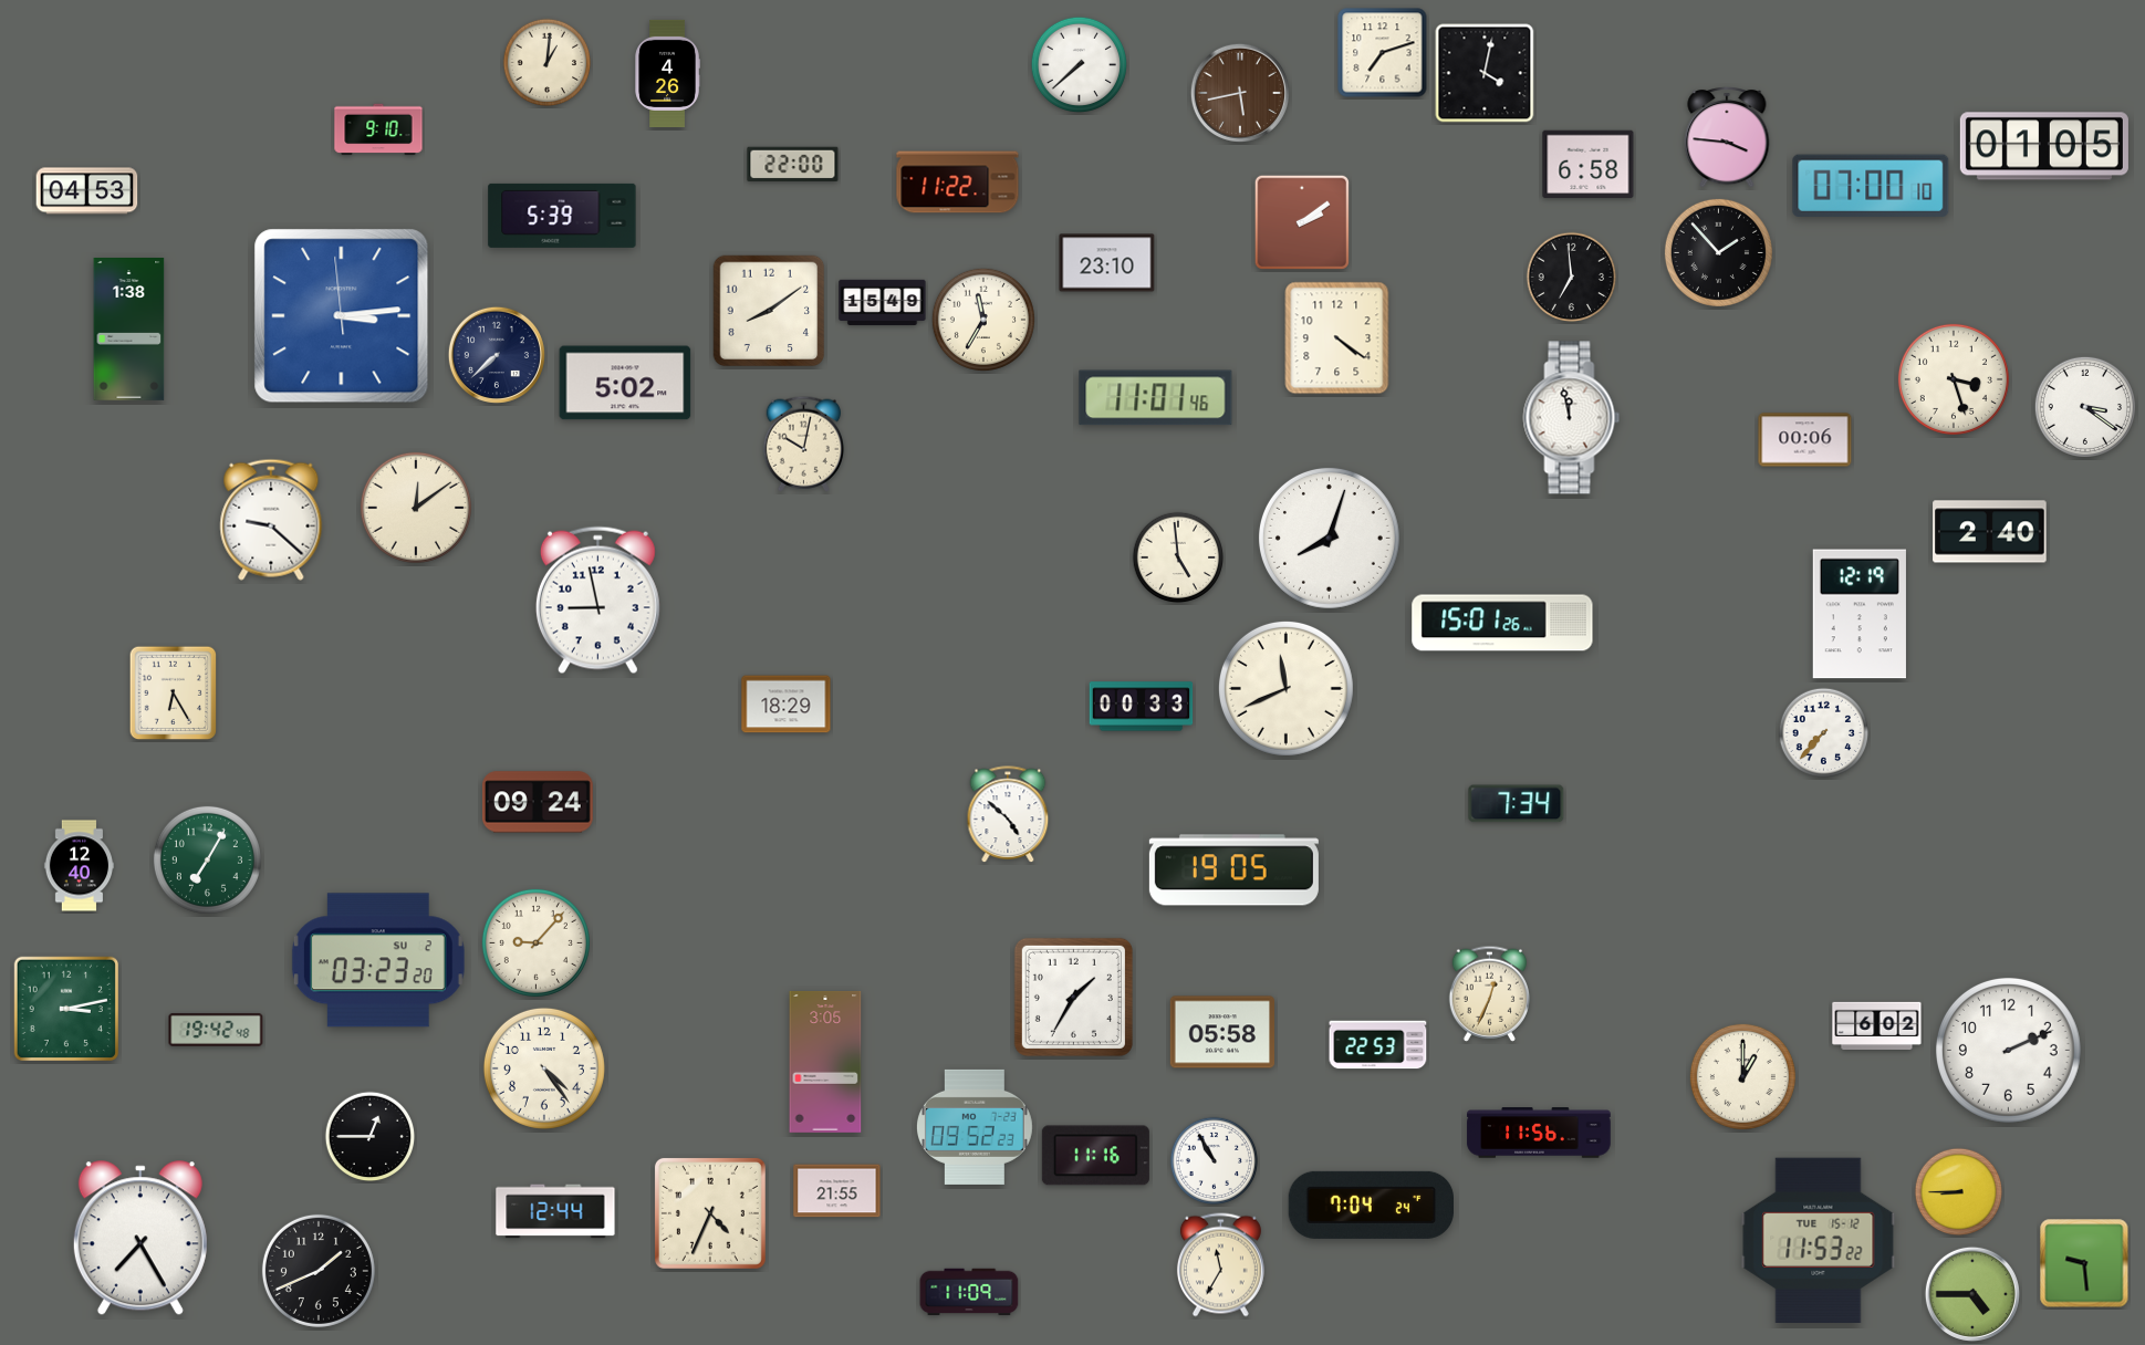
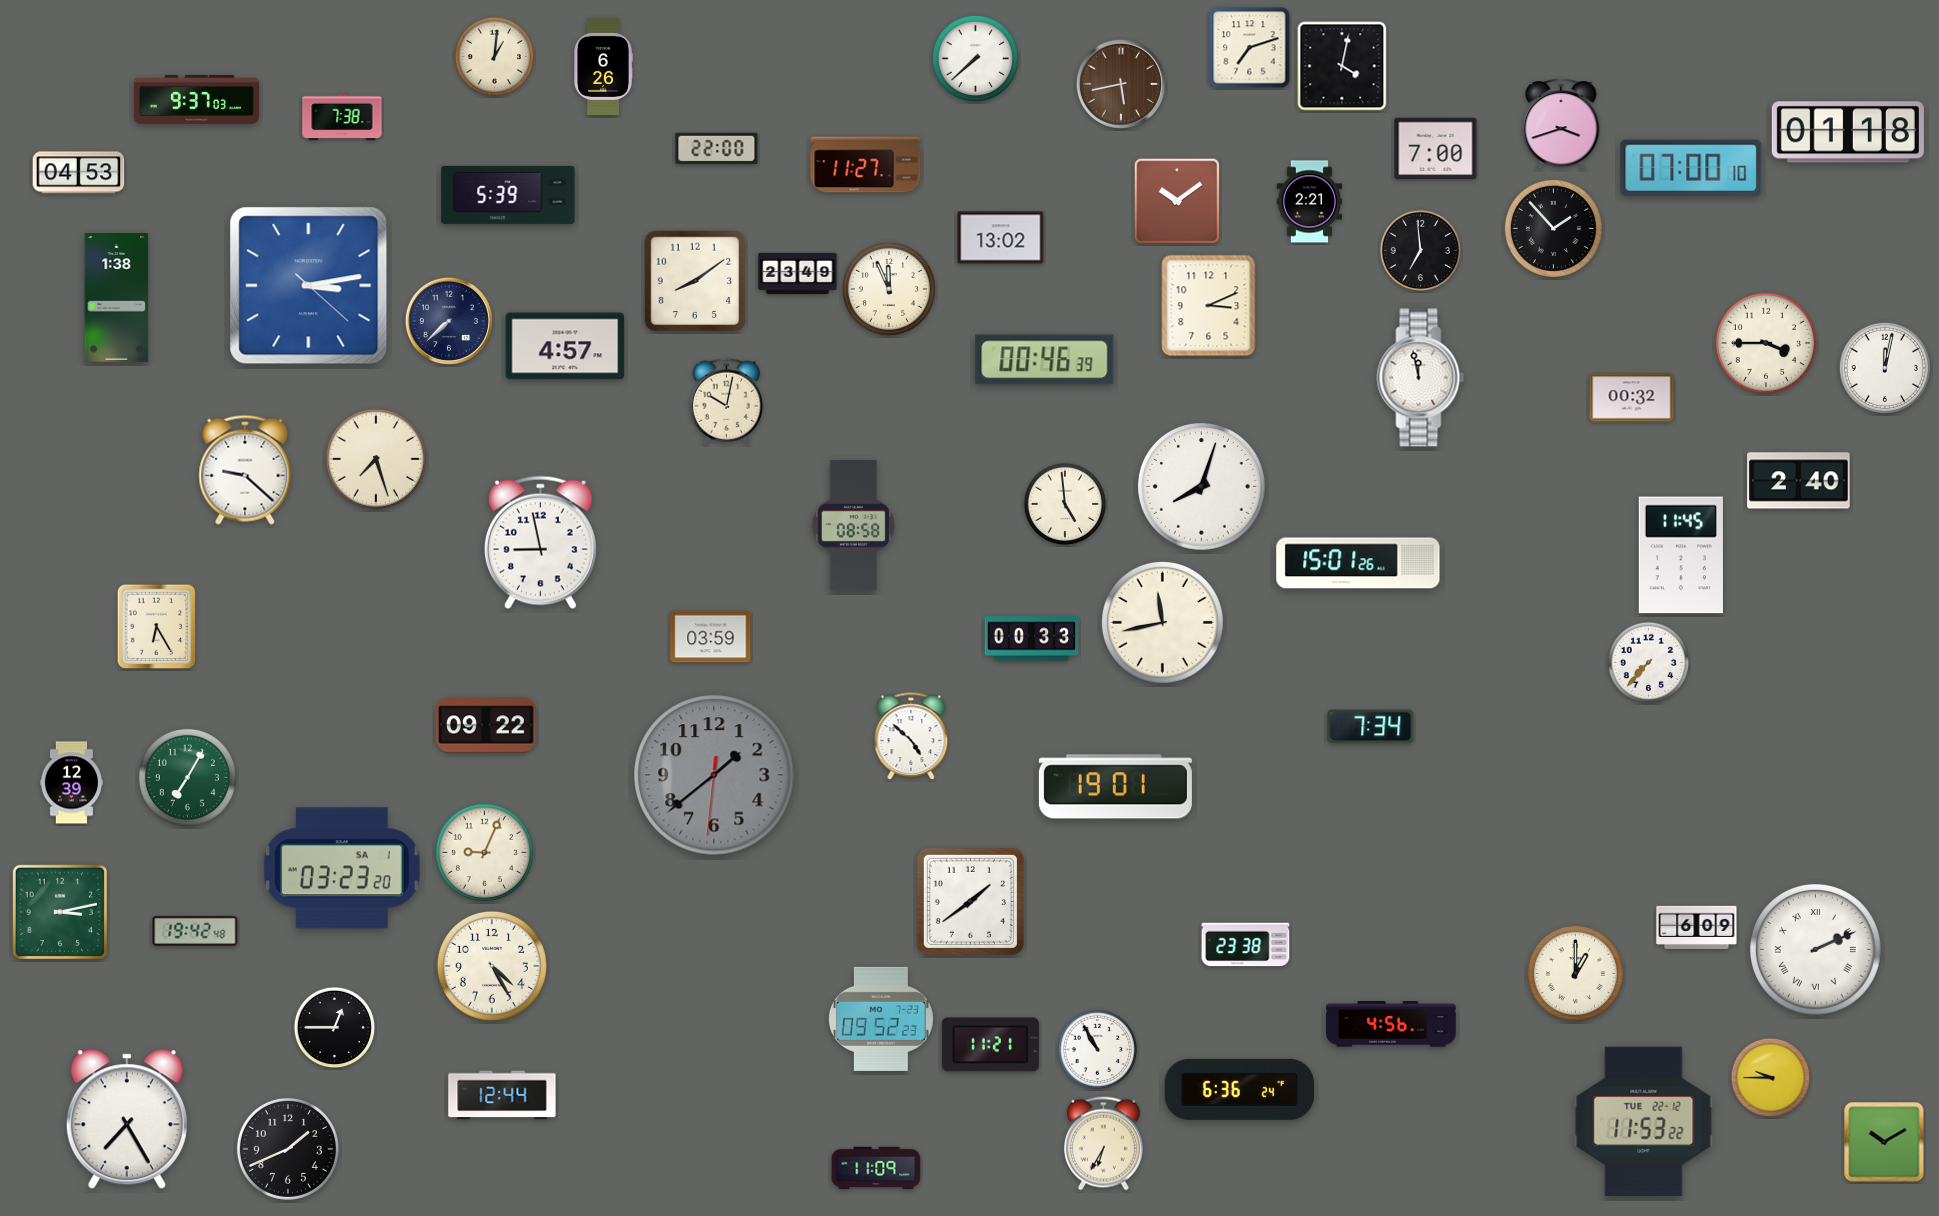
clock at (667, 73): 4:26 -> 6:26
clock at (196, 99): none -> 9:37
clock at (378, 129): 9:10 -> 7:38
clock at (1727, 137): 3:46 -> 3:42
clock at (2044, 146): 01:05 -> 01:18
clock at (1589, 165): 6:58 -> 7:00
clock at (958, 183): 11:22 -> 11:27
clock at (1302, 222): 2:09 -> 10:09
clock at (1310, 202): none -> 2:21
clock at (1107, 263): 23:10 -> 13:02
clock at (883, 302): 15:49 -> 23:49
clock at (342, 316): 3:13:59 -> 3:13:22
clock at (983, 320): 11:35 -> 11:56
clock at (1337, 338): 4:21 -> 3:11
clock at (1954, 379): 3:27 -> 3:45
clock at (625, 383): 5:02 -> 4:57
clock at (1156, 398): 11:01 -> 00:46
clock at (2085, 407): 3:21 -> 12:02
clock at (1805, 440): 00:06 -> 00:32
clock at (416, 508): 12:09 -> 7:27
clock at (853, 526): none -> 08:58
clock at (1860, 614): 12:19 -> 11:45
clock at (1285, 688): 11:41 -> 11:43
clock at (787, 705): 18:29 -> 03:59
clock at (538, 802): 09:24 -> 09:22
clock at (714, 775): none -> 1:38
clock at (79, 866): 12:40 -> 12:39
clock at (1233, 870): 19:05 -> 19:01
clock at (535, 942): 9:07 -> 9:04
clock at (378, 960) date: SU 2 -> SA 1
clock at (1489, 993): 12:34 -> none
clock at (1073, 997): 1:35 -> 1:39
clock at (1877, 1025): 6:02 -> 6:09
clock at (1221, 1032): 05:58 -> none
clock at (1378, 1045): 22:53 -> 23:38
clock at (2008, 1050) numerals: Arabic -> Roman
clock at (825, 1062): 3:05 -> none
clock at (544, 1068): 4:24 -> 4:25
clock at (1539, 1133): 11:56 -> 4:56
clock at (1095, 1156): 11:16 -> 11:21
clock at (837, 1191): 21:55 -> none
clock at (1959, 1192): 8:45 -> 9:45
clock at (1371, 1205): 7:04 -> 6:36
clock at (710, 1213): 4:34 -> none
clock at (1819, 1240) date: TUE 15-12 -> TUE 22-12
clock at (2084, 1263): 9:29 -> 10:10
clock at (1220, 1265): 11:35 -> 6:35
clock at (1972, 1294): 4:45 -> none
